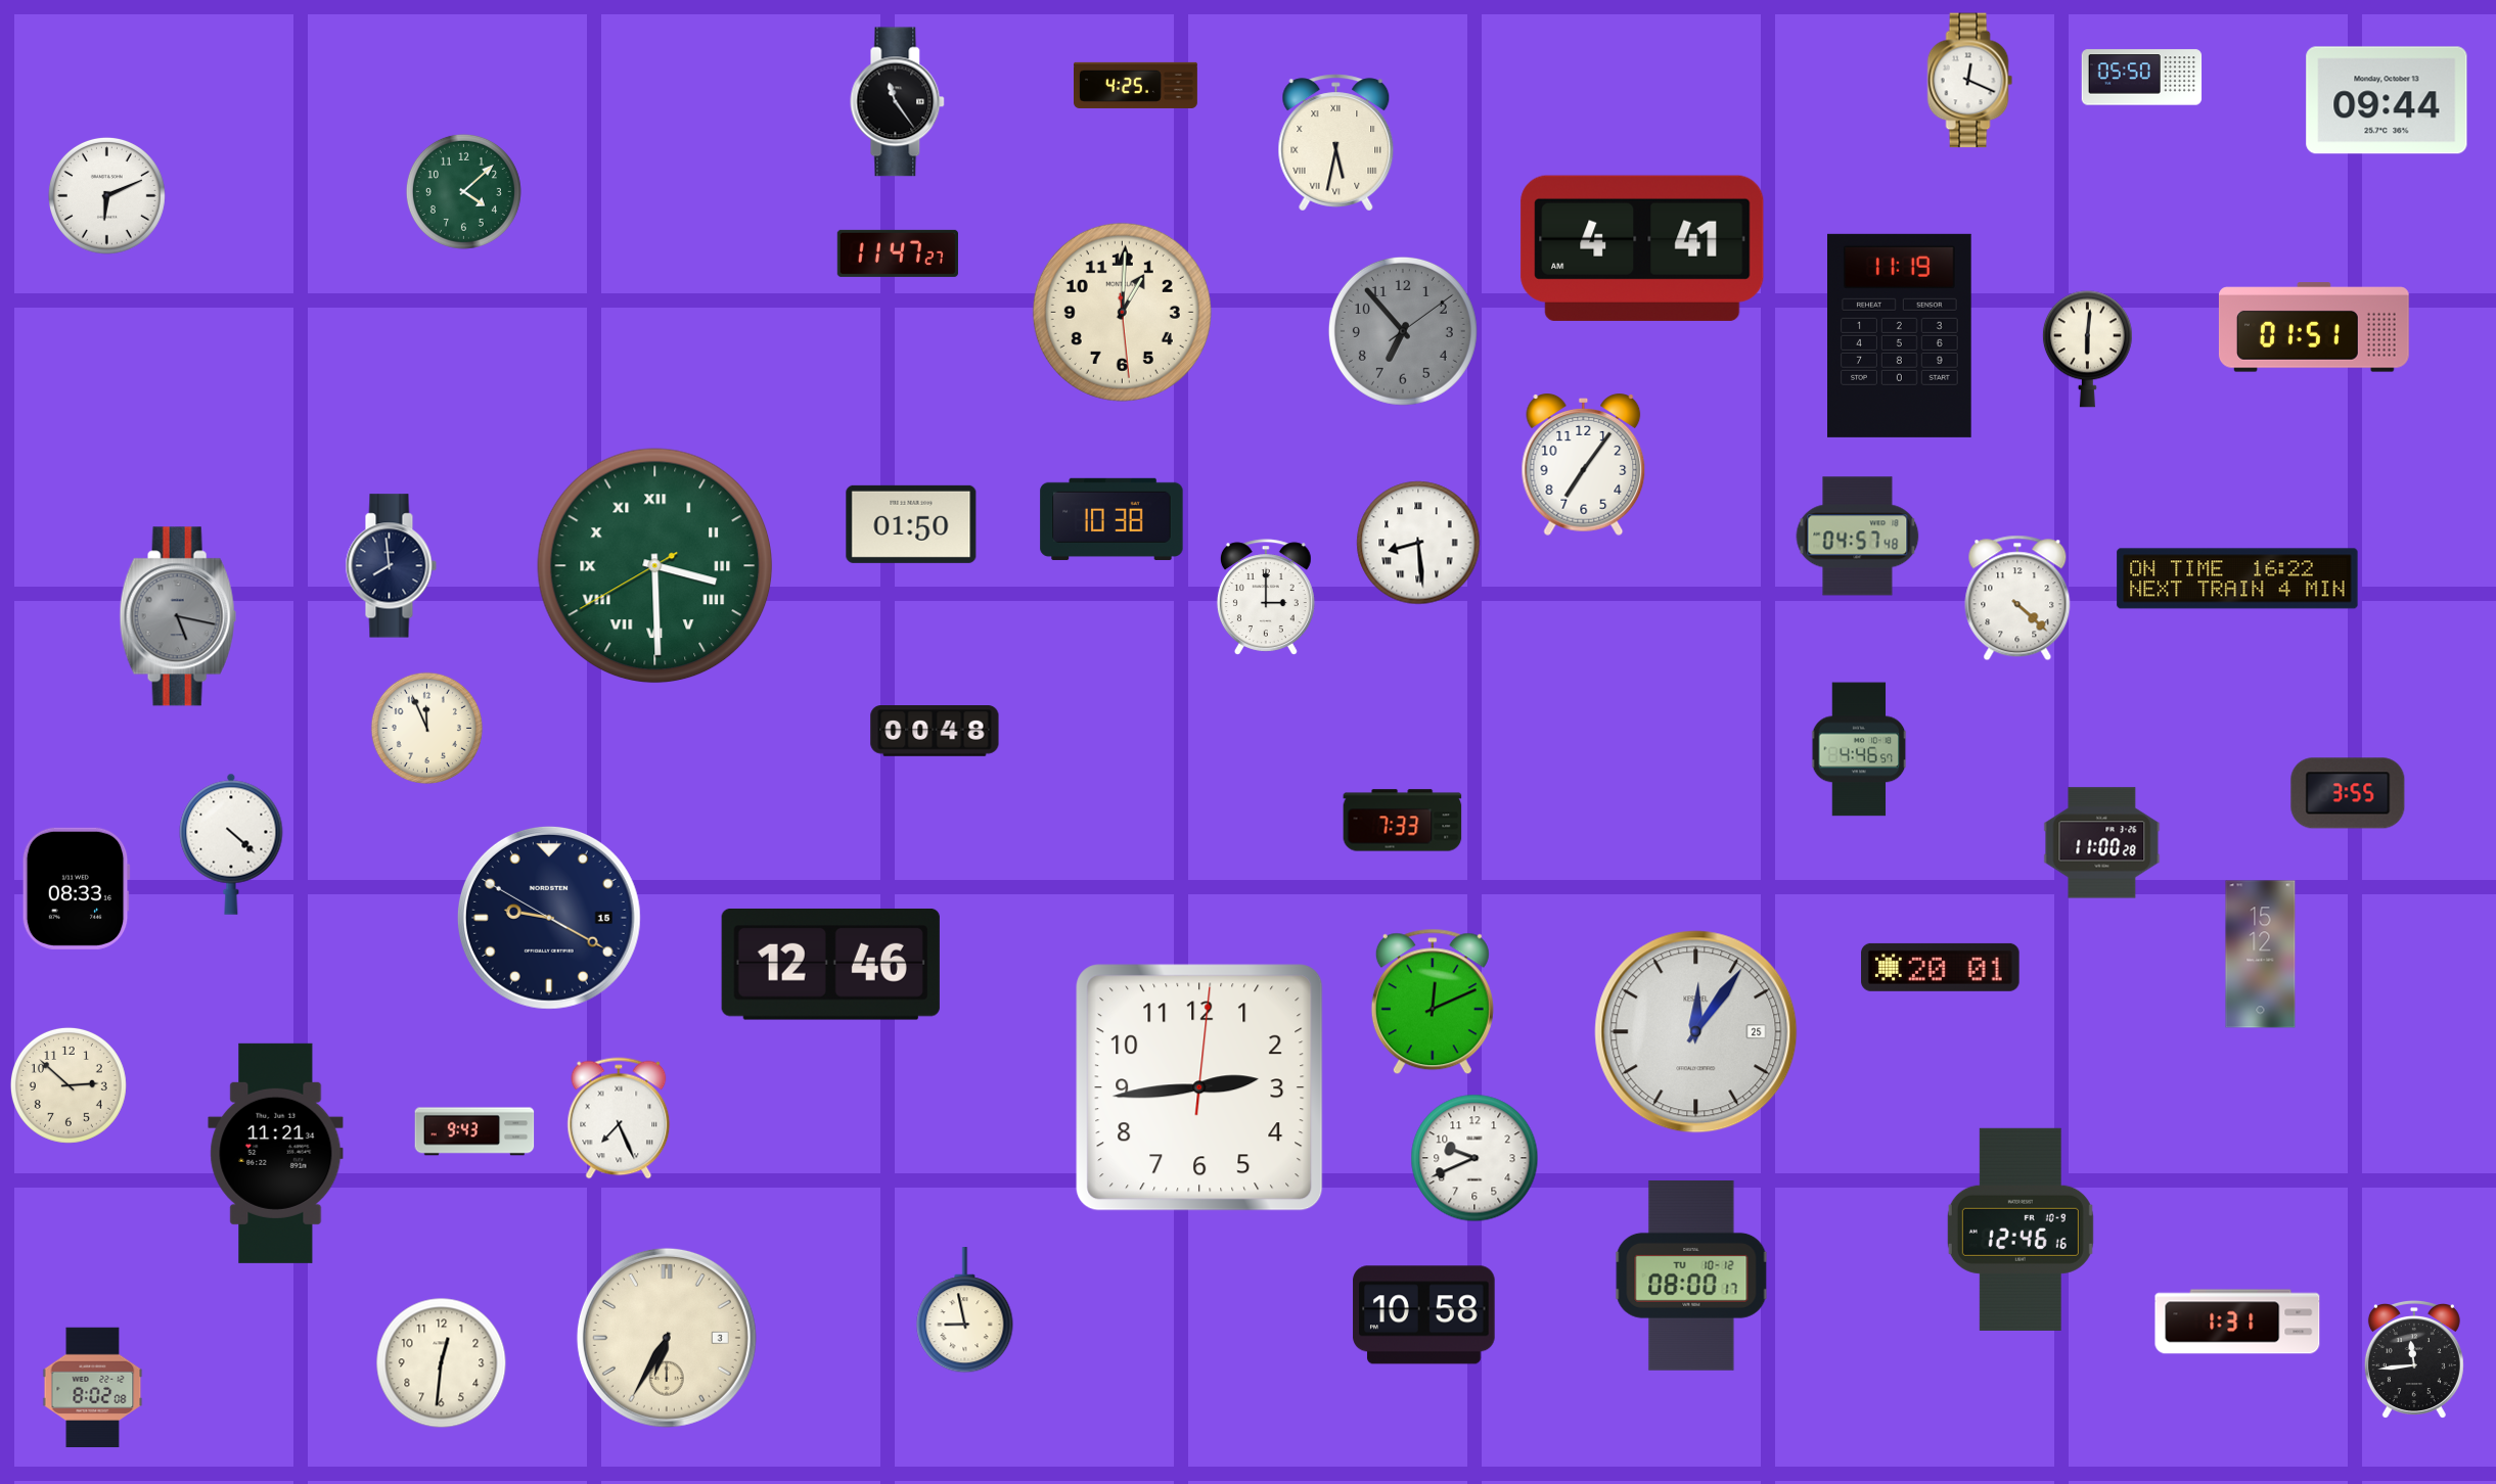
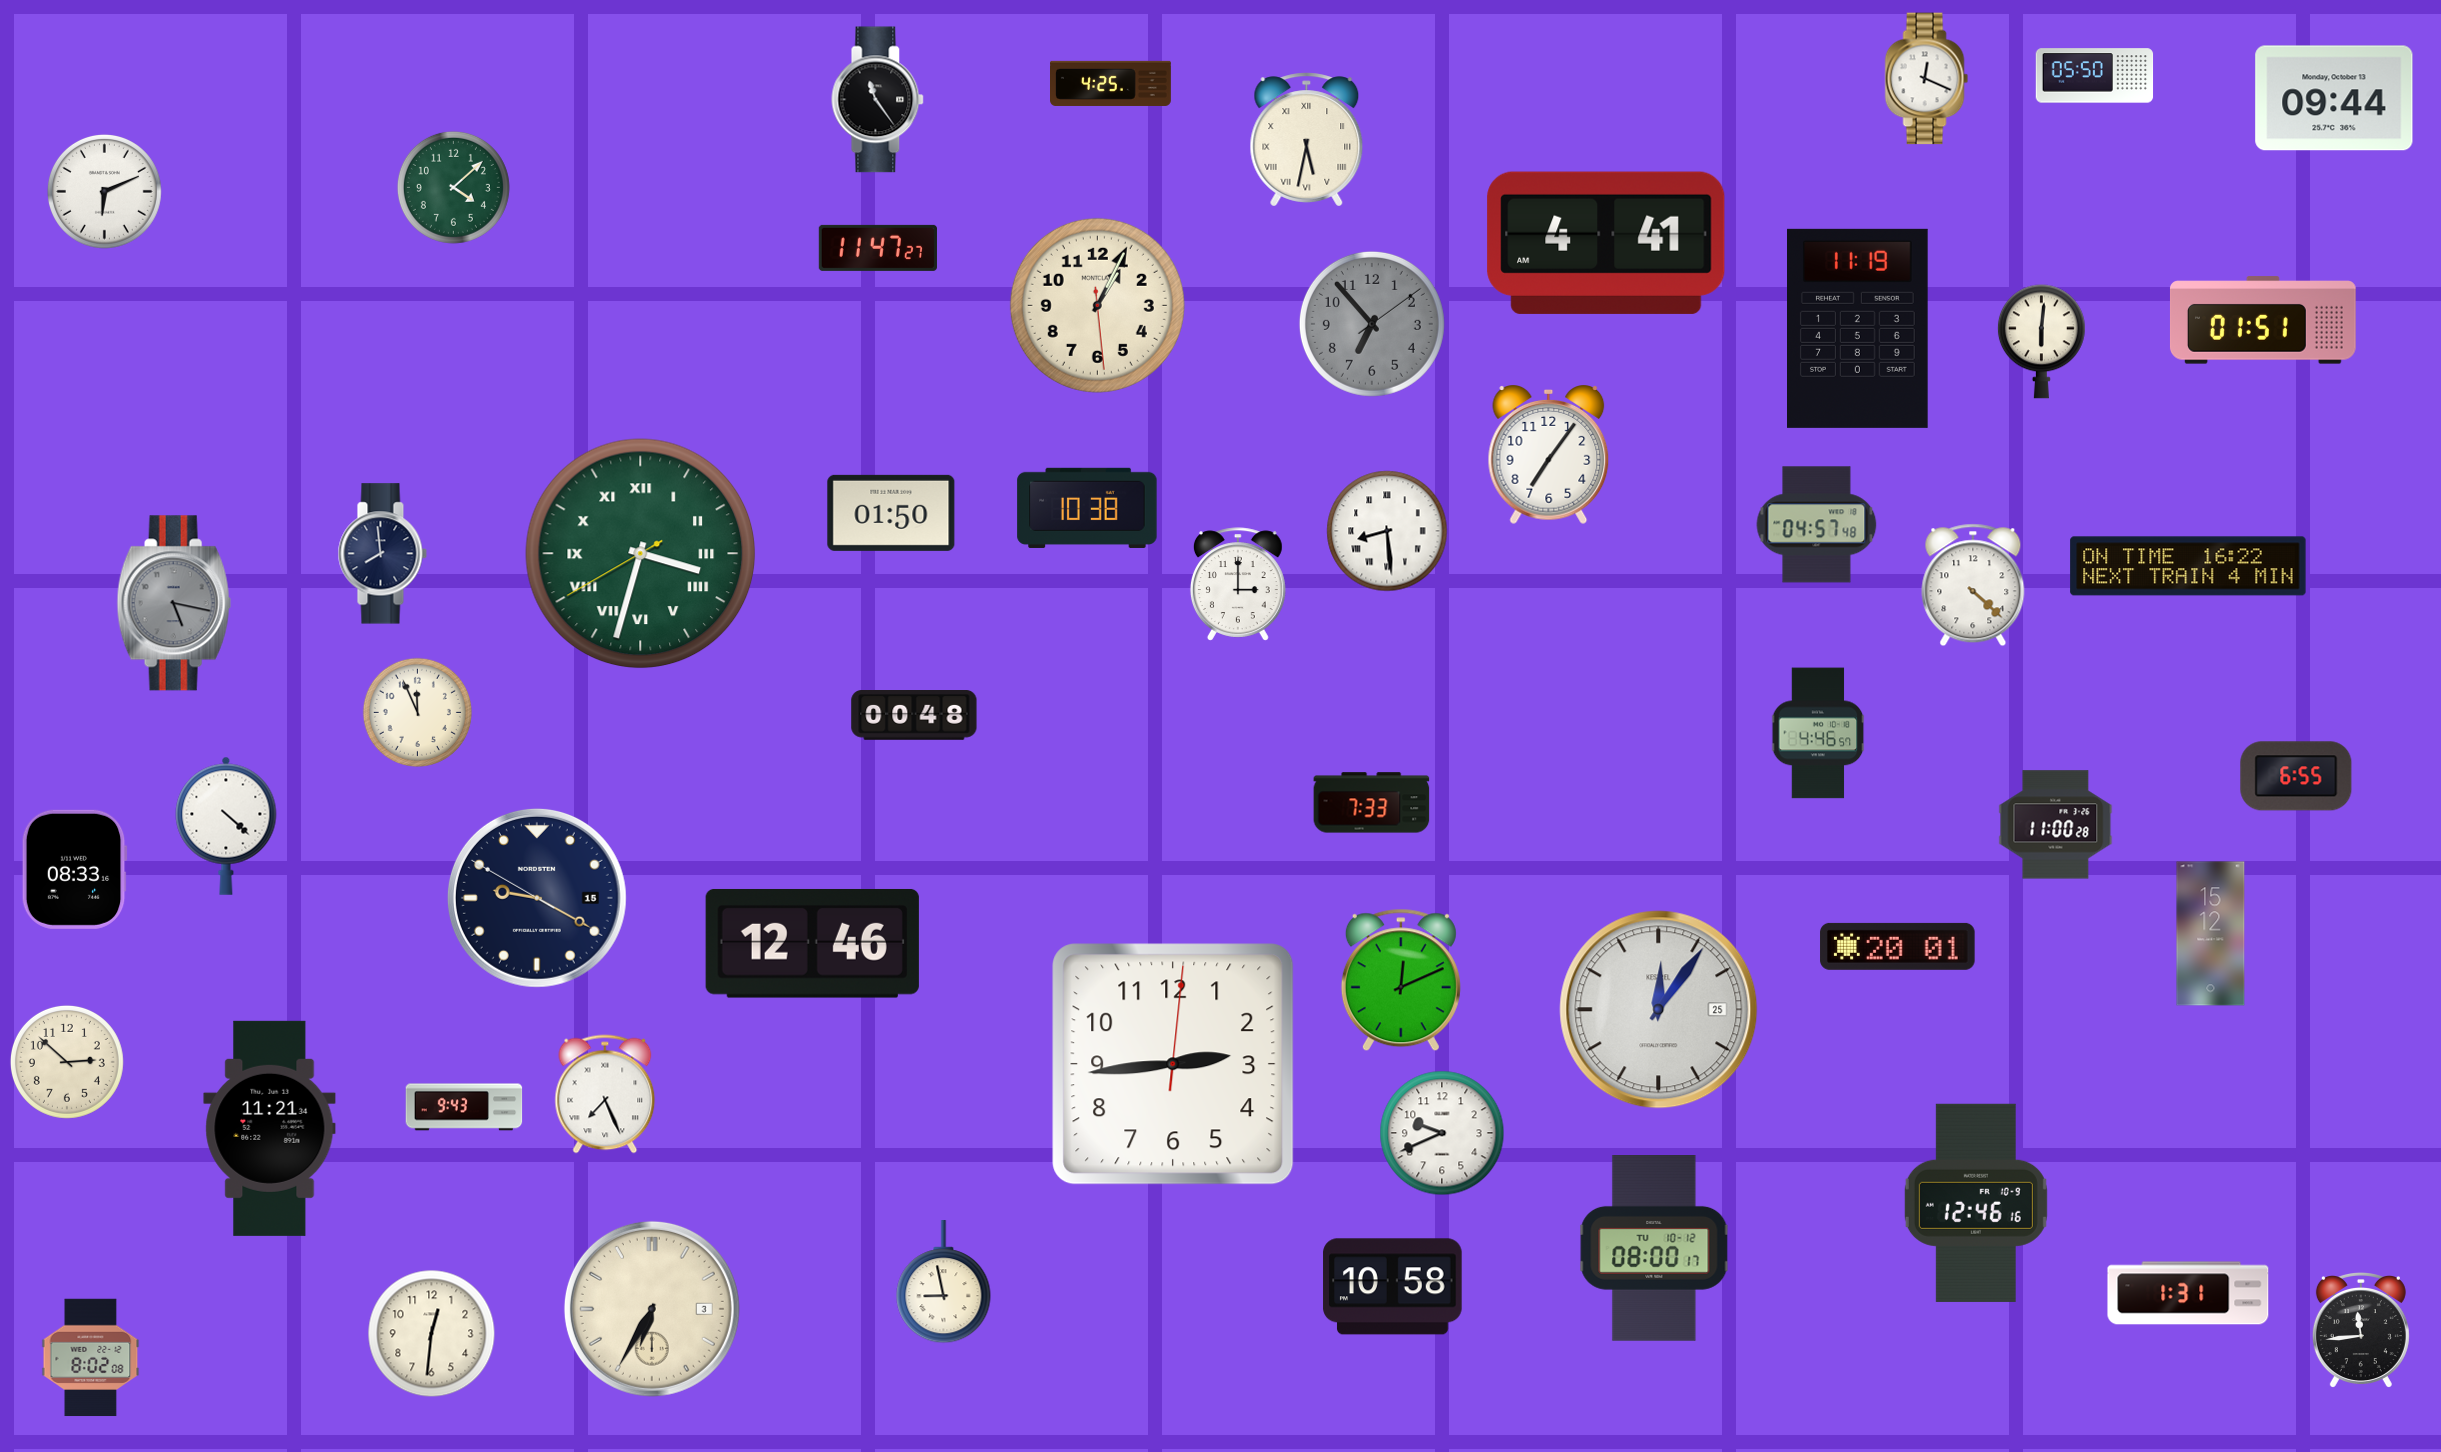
clock at (1122, 312): 1:00 -> 1:04
clock at (655, 566): 3:29 -> 3:32
clock at (2348, 793): 3:55 -> 6:55
